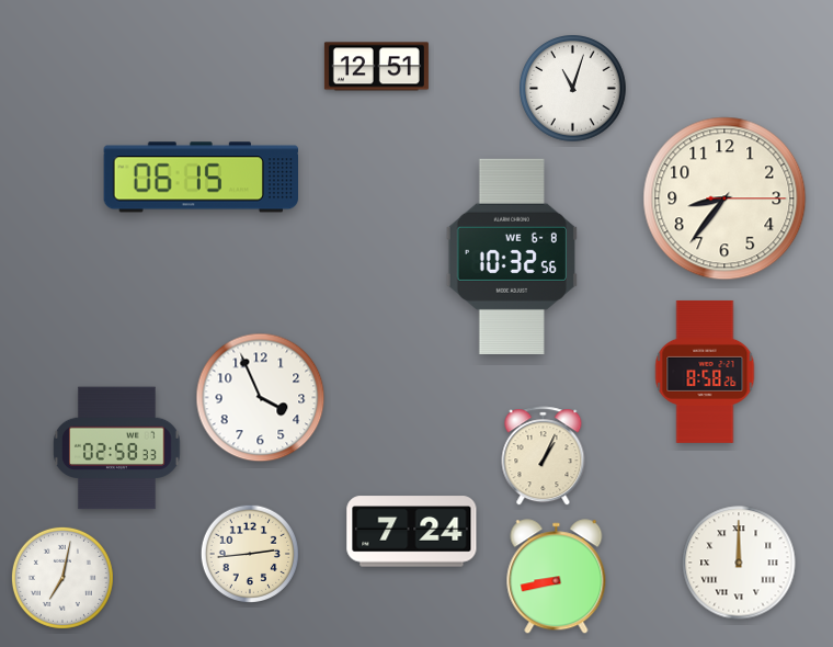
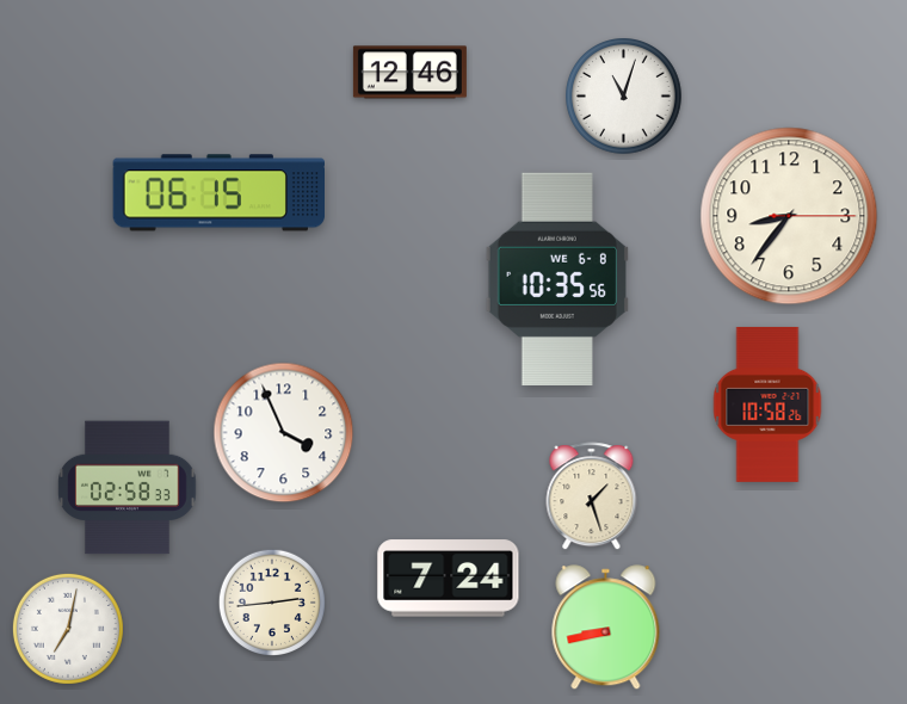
clock at (376, 67): 12:51 -> 12:46
clock at (511, 257): 10:32 -> 10:35
clock at (705, 372): 8:58 -> 10:58
clock at (544, 456): 1:04 -> 1:27
clock at (739, 563): 12:00 -> none
